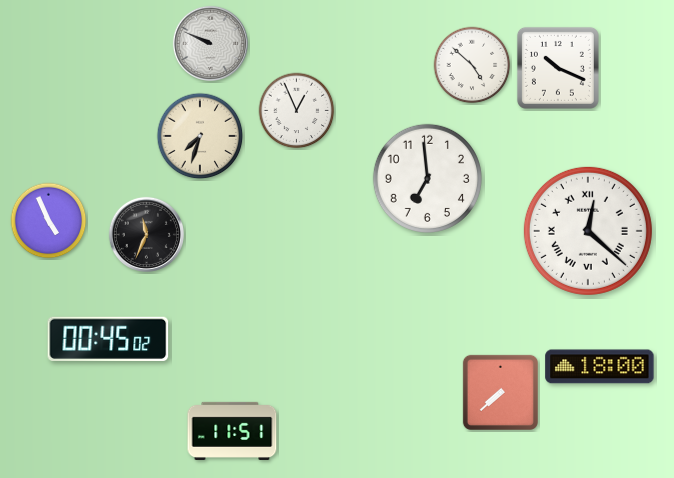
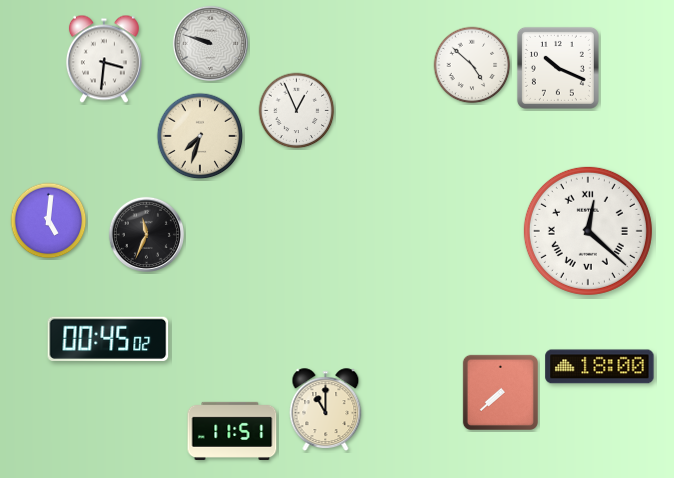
clock at (210, 43): 9:49 -> 9:48
clock at (104, 59): none -> 3:31
clock at (427, 178): 6:59 -> none
clock at (49, 221): 4:56 -> 5:01
clock at (326, 409): none -> 11:00
